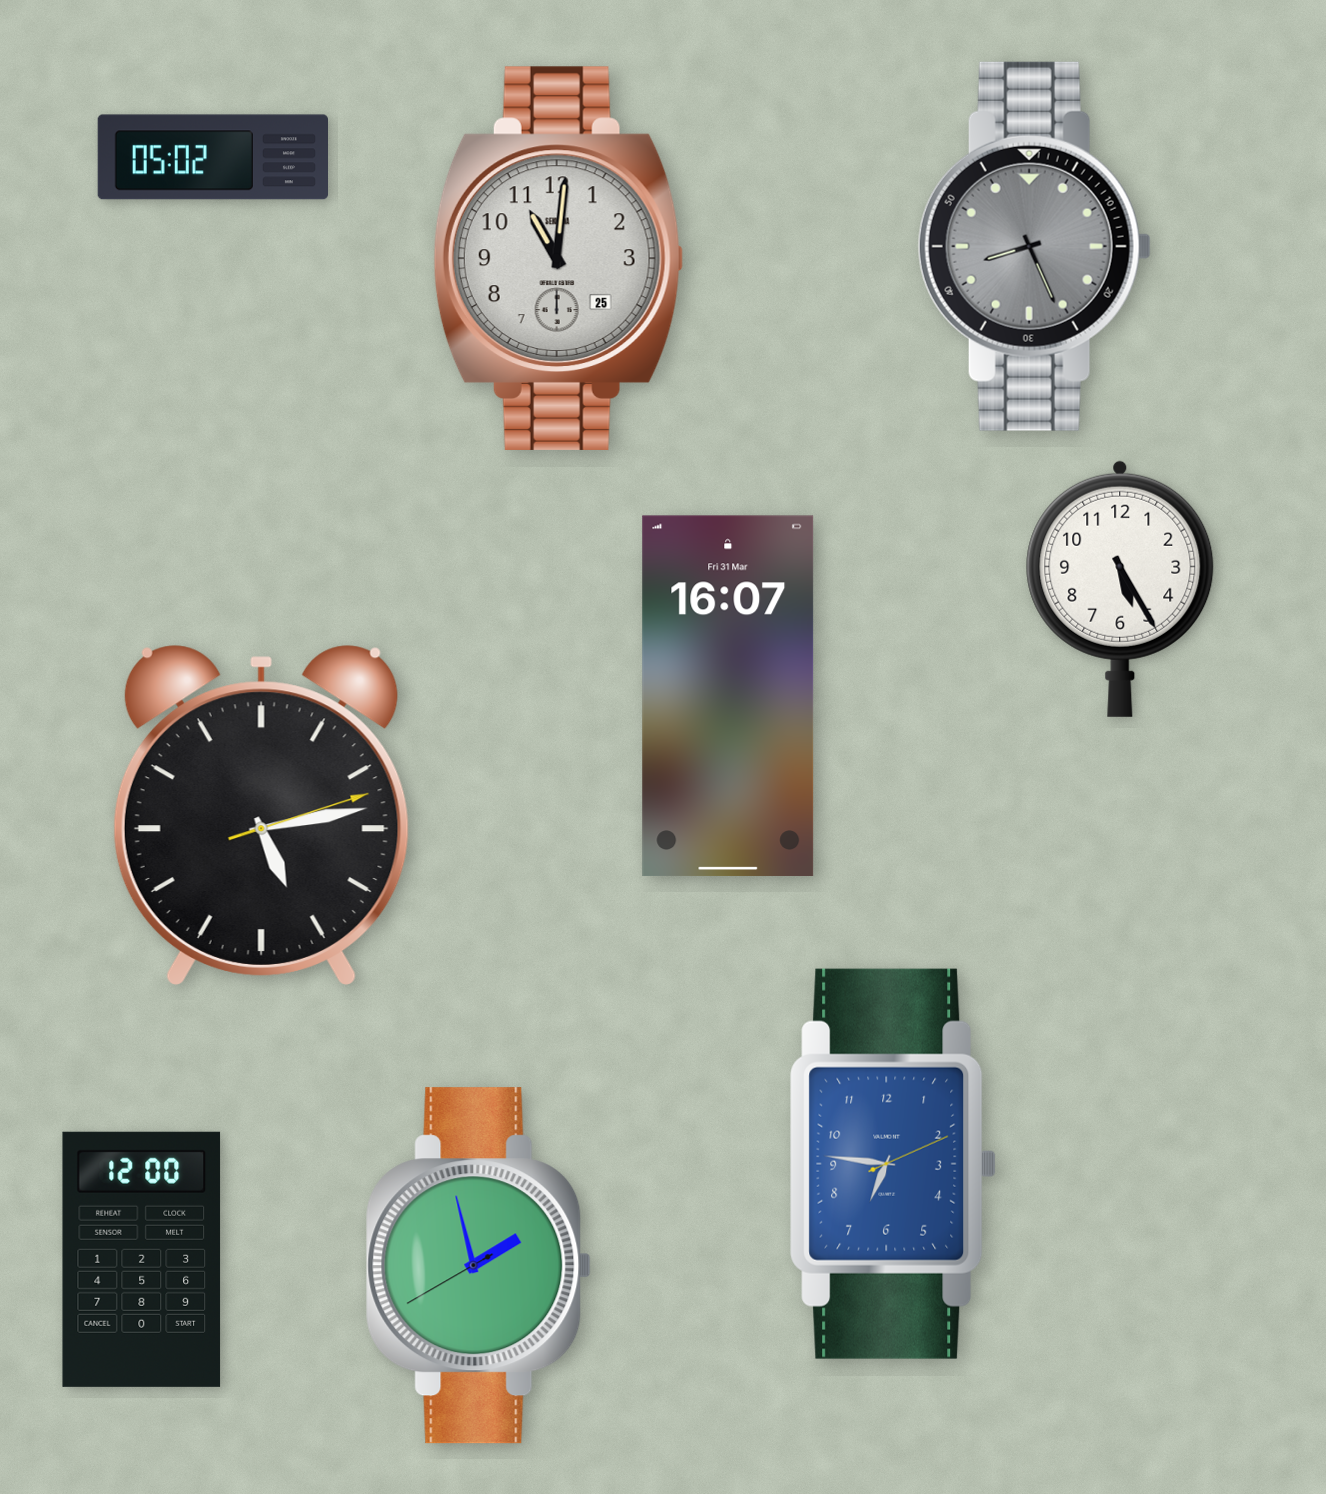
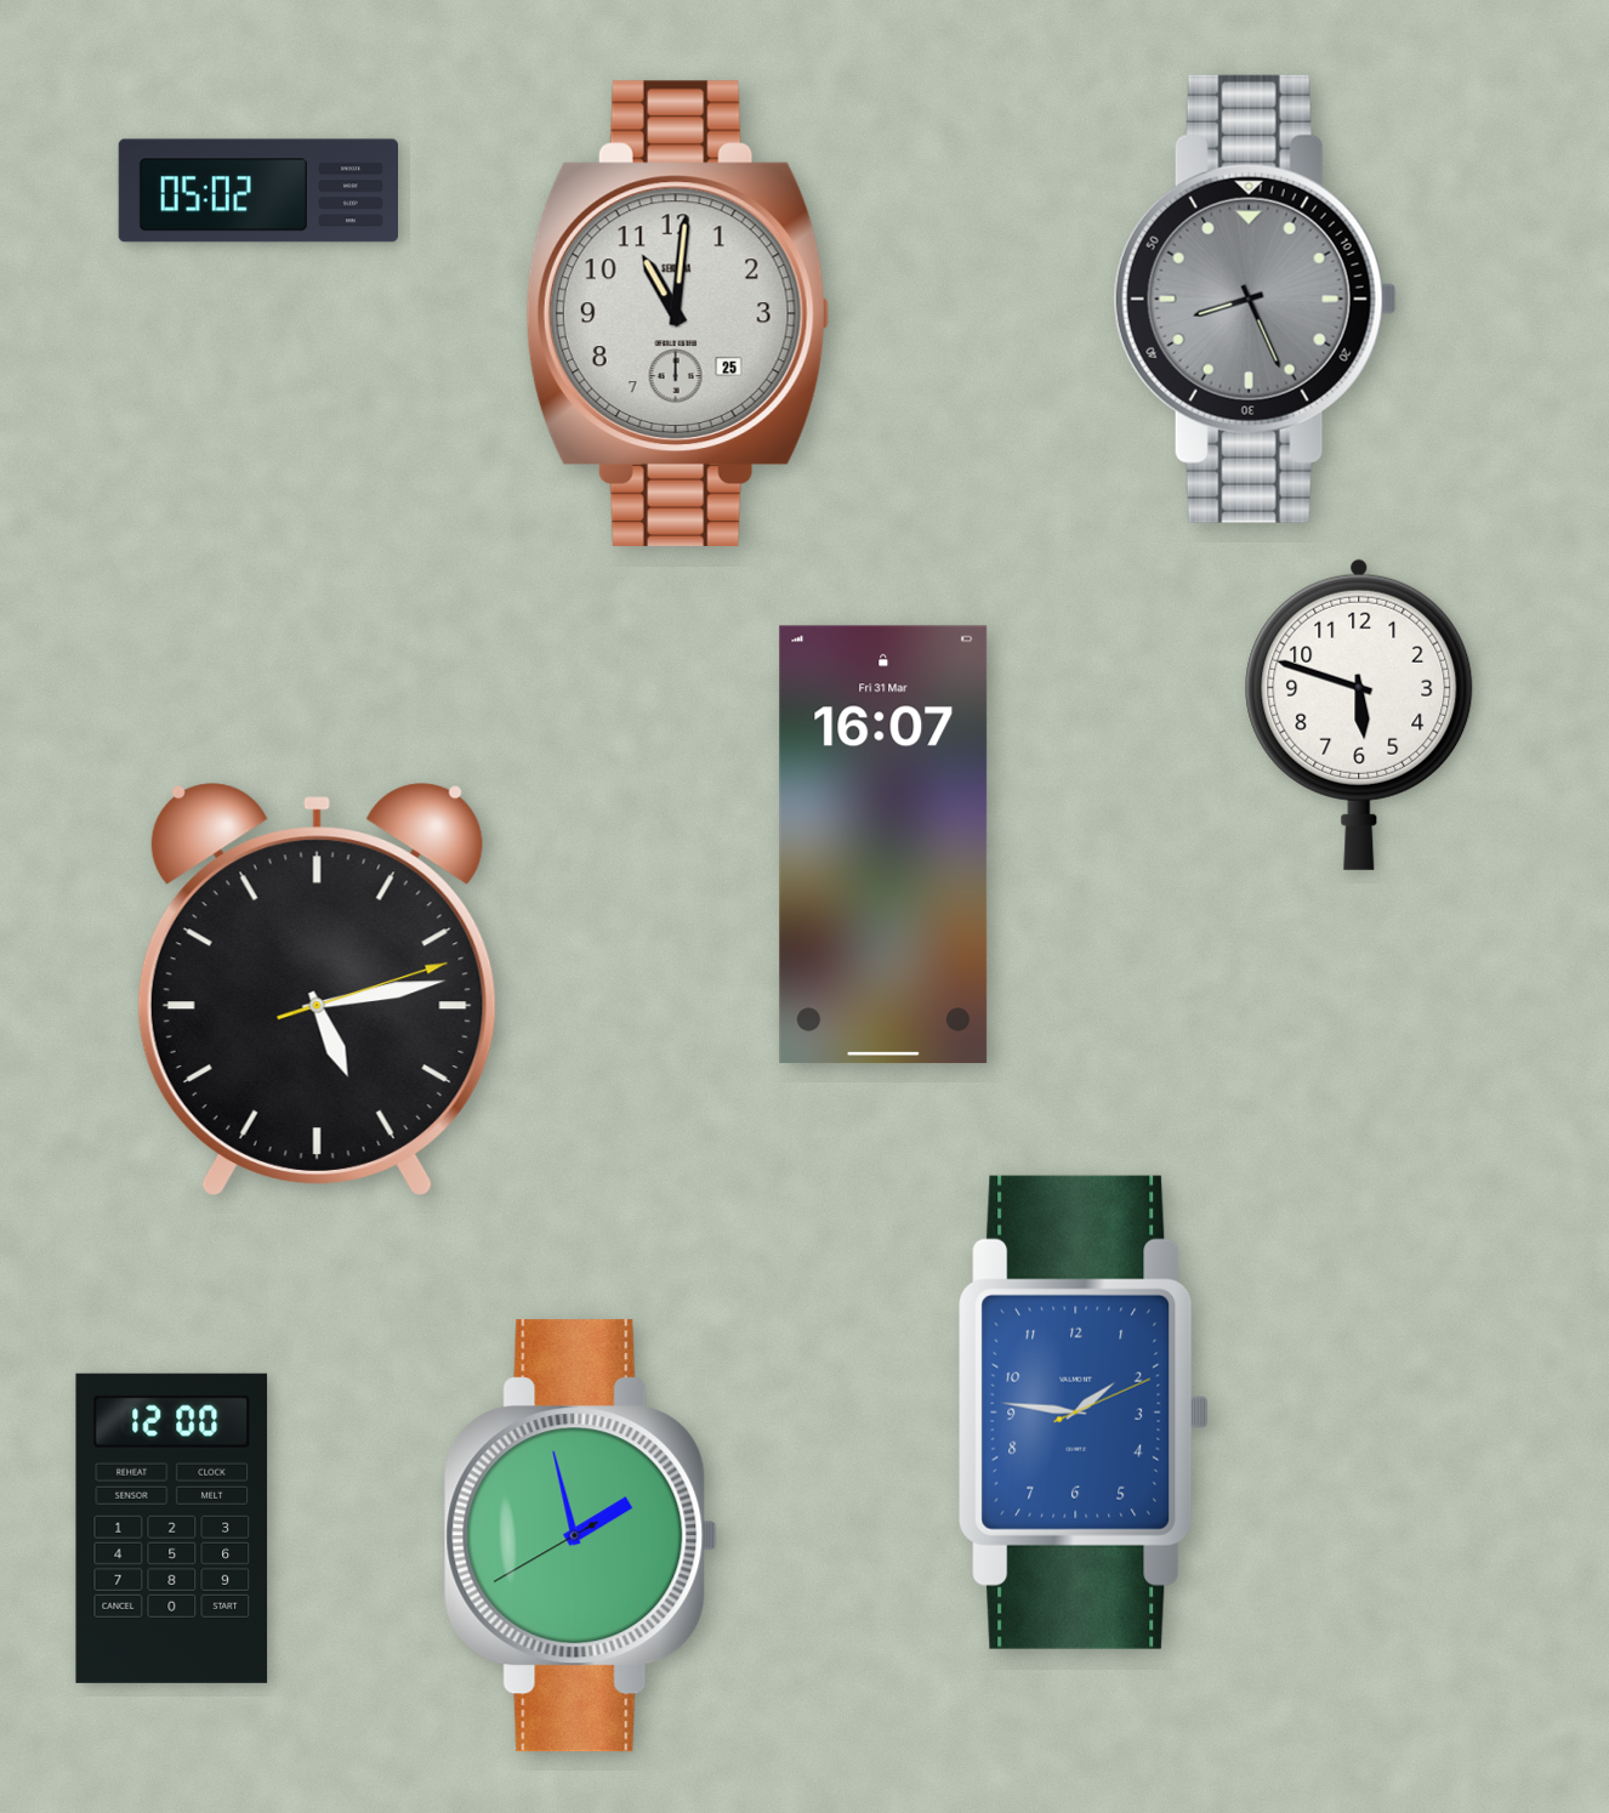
clock at (1120, 589): 5:25 -> 5:48
clock at (893, 1164): 6:46 -> 1:46
